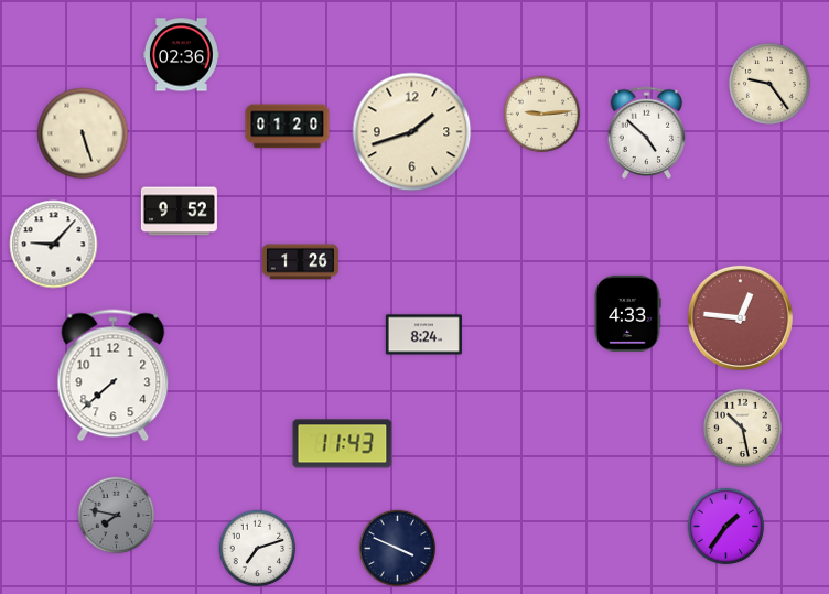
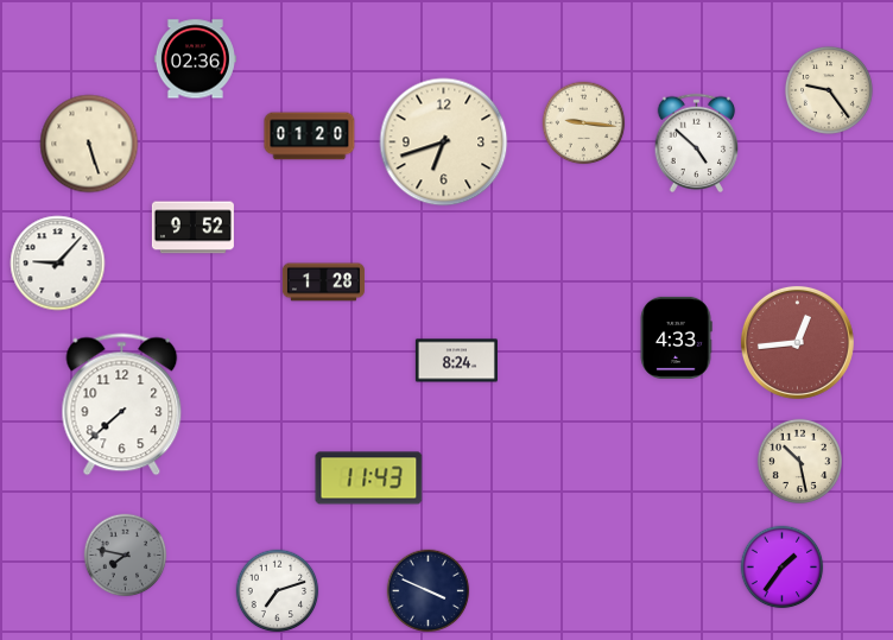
clock at (542, 115): 9:14 -> 9:16
clock at (412, 132): 1:42 -> 6:42
clock at (300, 262): 1:26 -> 1:28
clock at (740, 317): 12:46 -> 12:44
